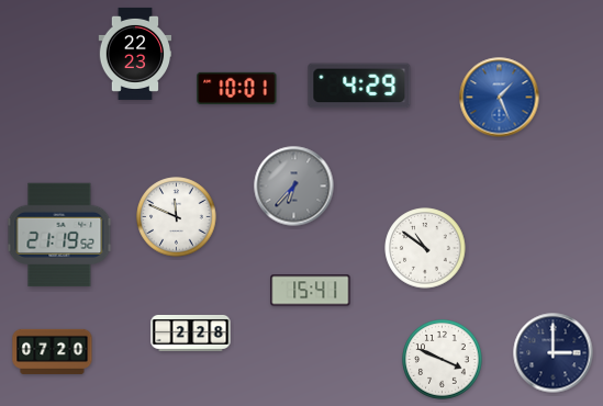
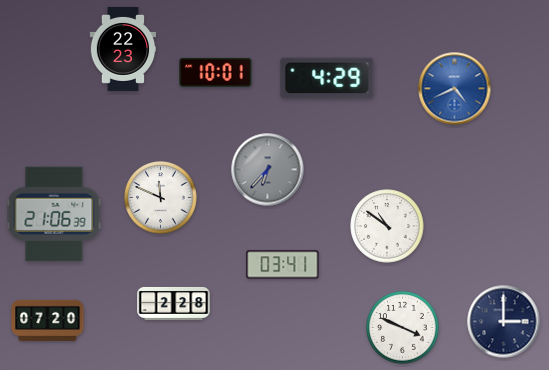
clock at (237, 88) position: (237, 88) -> (216, 72)
clock at (500, 98): 1:26 -> 4:41
clock at (59, 235): 21:19 -> 21:06
clock at (311, 291): 15:41 -> 03:41
